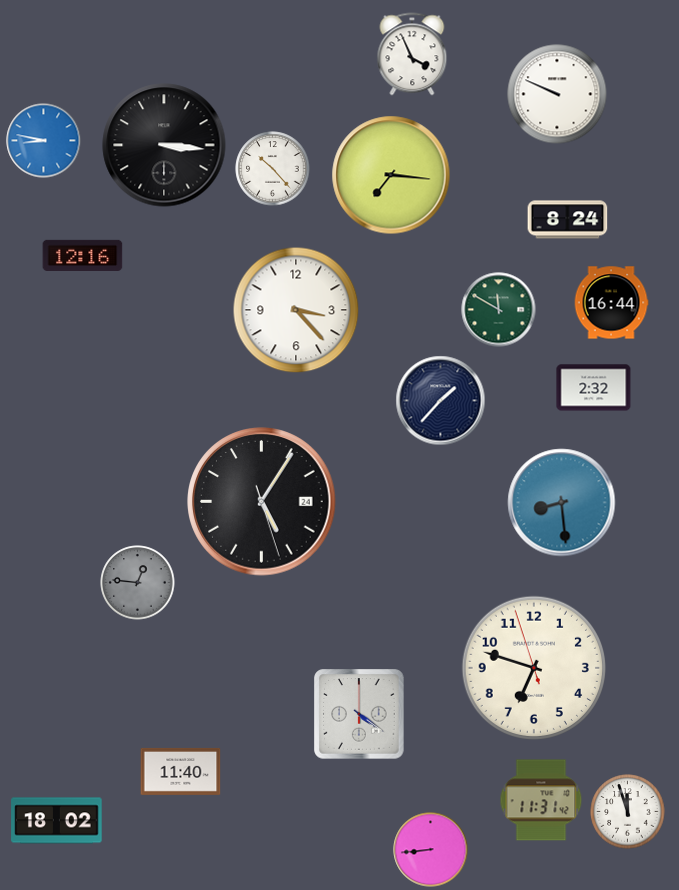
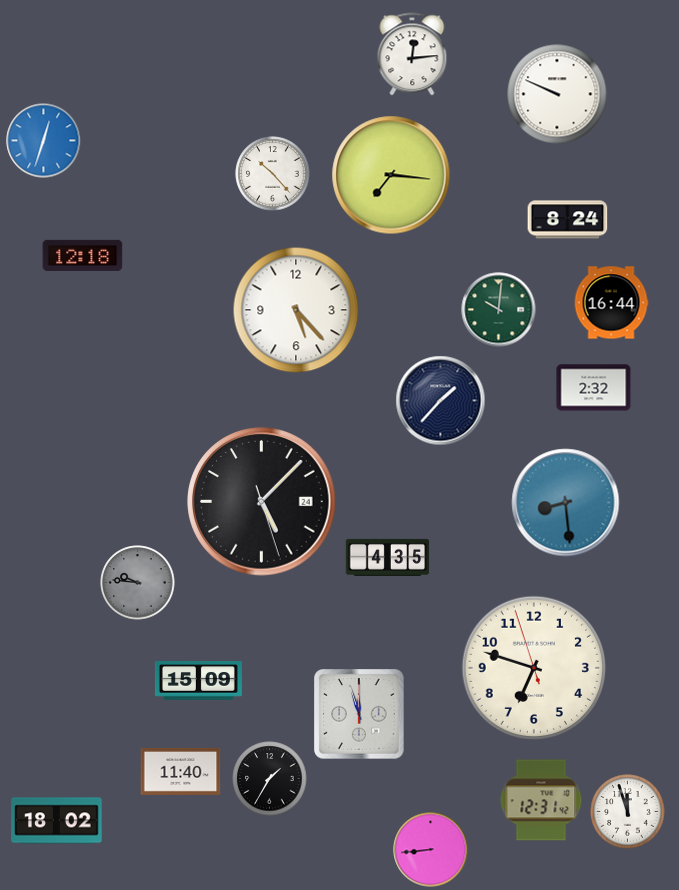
clock at (412, 54): 3:56 -> 12:14
clock at (44, 141): 8:47 -> 12:33
clock at (164, 145): 3:16 -> none
clock at (273, 169) position: (273, 169) -> (273, 174)
clock at (83, 255): 12:16 -> 12:18
clock at (296, 310): 3:23 -> 5:23
clock at (499, 310): 11:50 -> 10:01
clock at (262, 502): 5:05 -> 5:07
clock at (562, 503) position: (562, 503) -> (566, 503)
clock at (388, 557): none -> 4:35
clock at (138, 583): 12:46 -> 9:46
clock at (198, 681): none -> 15:09
clock at (359, 714): 4:21 -> 11:57
clock at (270, 779): none -> 1:35
clock at (541, 800): 11:31 -> 12:31
